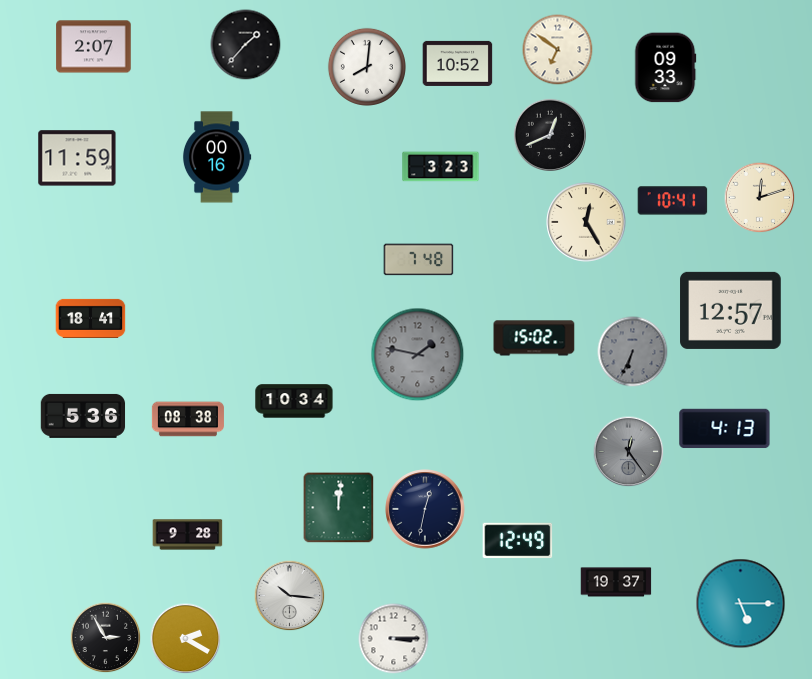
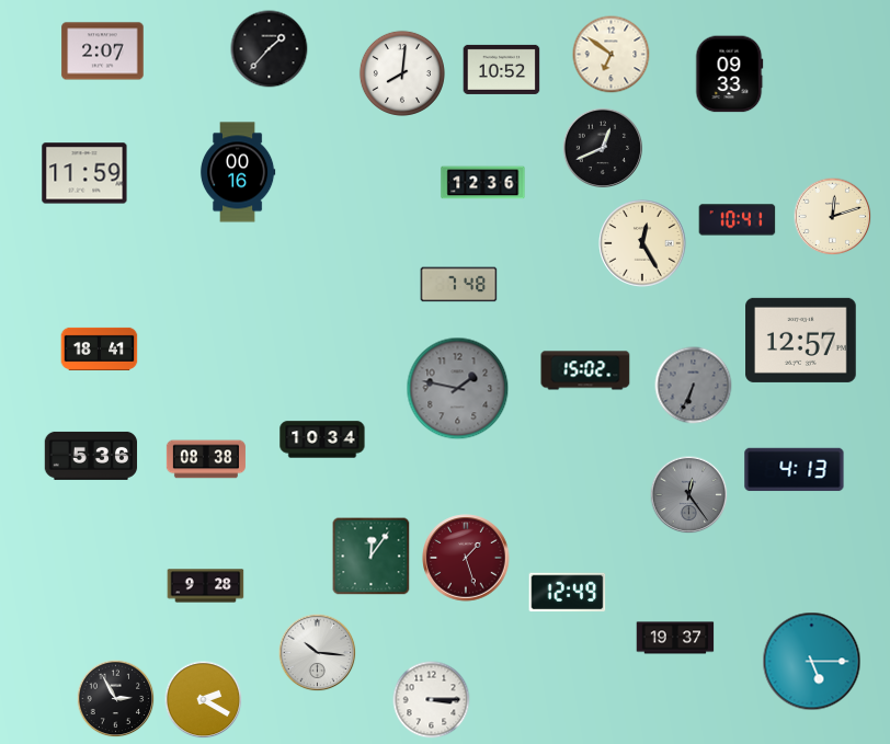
clock at (441, 167): 3:23 -> 12:36
clock at (339, 508): 12:01 -> 12:06
clock at (425, 509): 12:32 -> 1:27
clock at (425, 509) dial: navy -> burgundy
